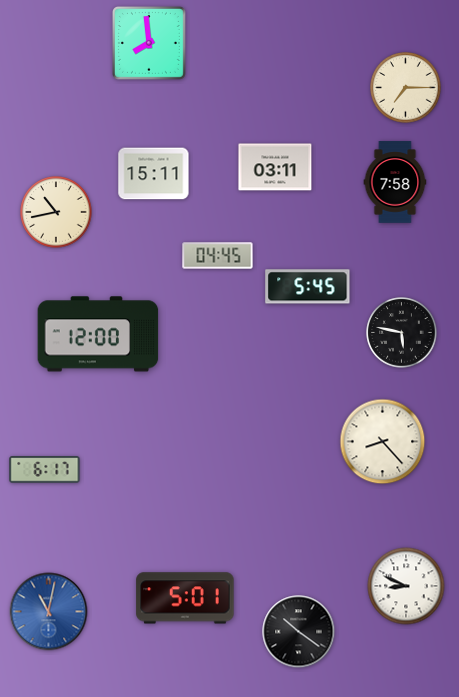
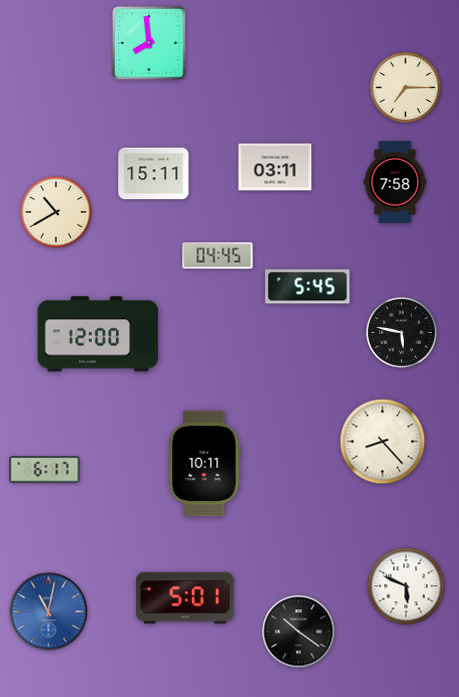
clock at (56, 212): 10:43 -> 10:40
clock at (205, 464): none -> 10:11
clock at (406, 586): 8:49 -> 5:49
